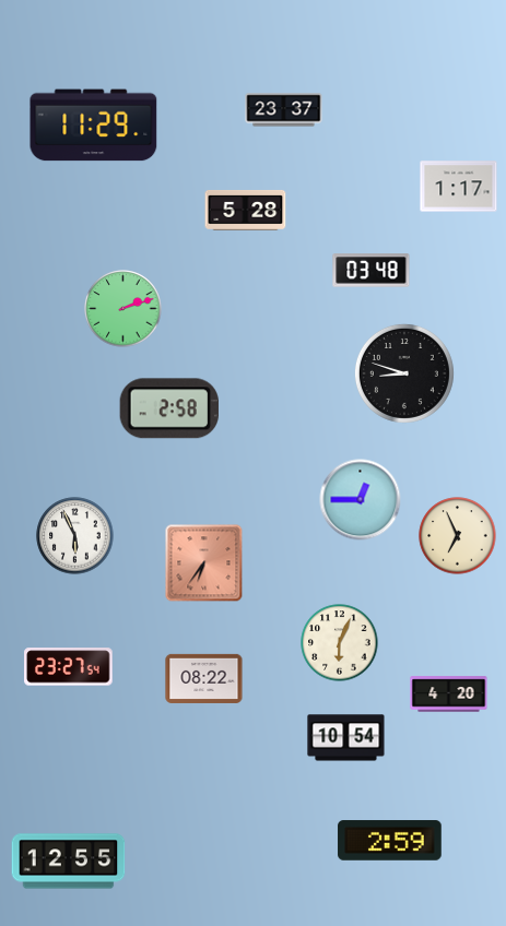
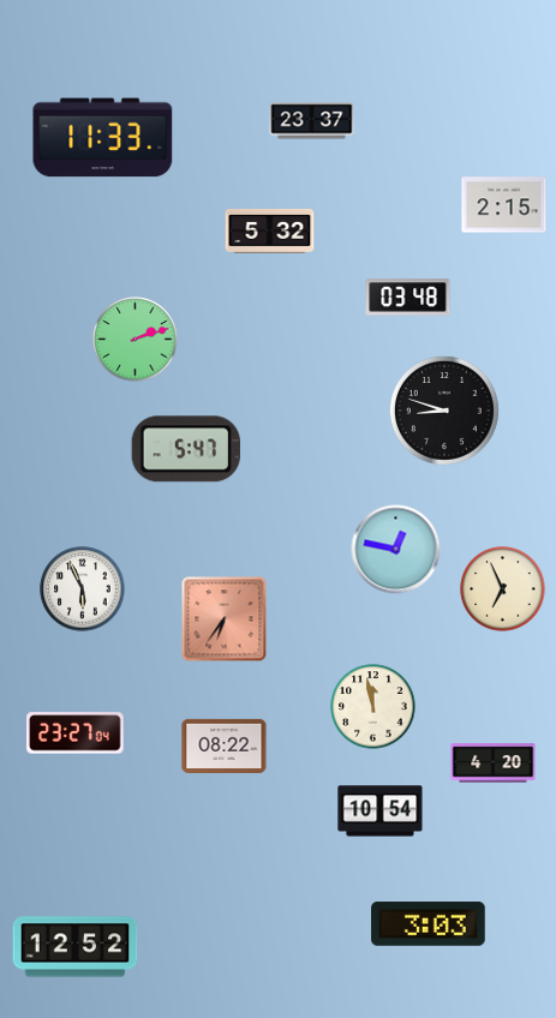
clock at (94, 126): 11:29 -> 11:33
clock at (459, 187): 1:17 -> 2:15
clock at (246, 210): 5:28 -> 5:32
clock at (169, 408): 2:58 -> 5:47
clock at (361, 500): 12:45 -> 12:47
clock at (340, 643): 6:04 -> 11:58
clock at (69, 667): 23:27:54 -> 23:27:04
clock at (390, 841): 2:59 -> 3:03
clock at (69, 862): 12:55 -> 12:52
